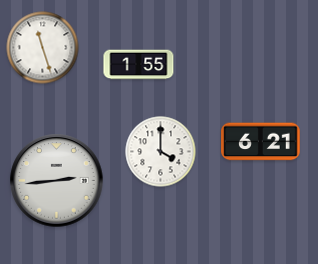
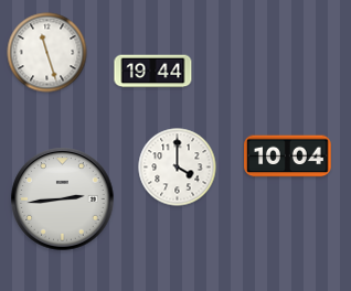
clock at (139, 65): 1:55 -> 19:44
clock at (261, 142): 6:21 -> 10:04
